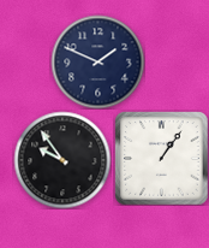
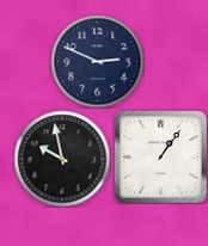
clock at (97, 61): 1:49 -> 2:49
clock at (62, 160): 9:54 -> 9:58
